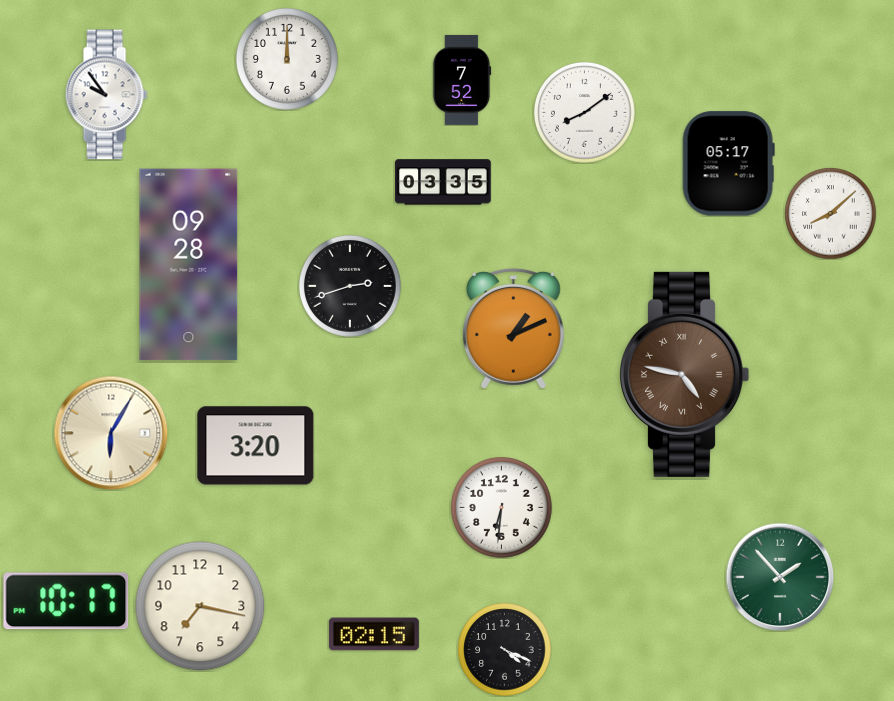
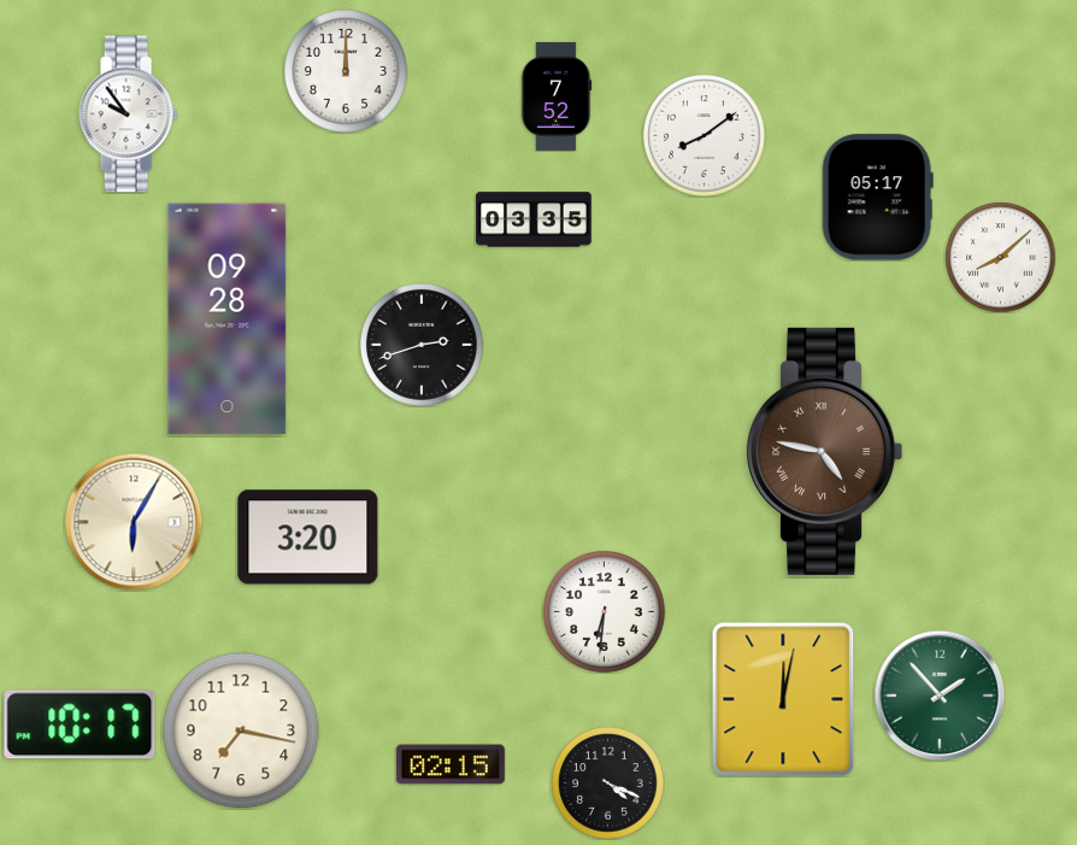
clock at (513, 328): 1:11 -> none
clock at (783, 699): none -> 12:02
